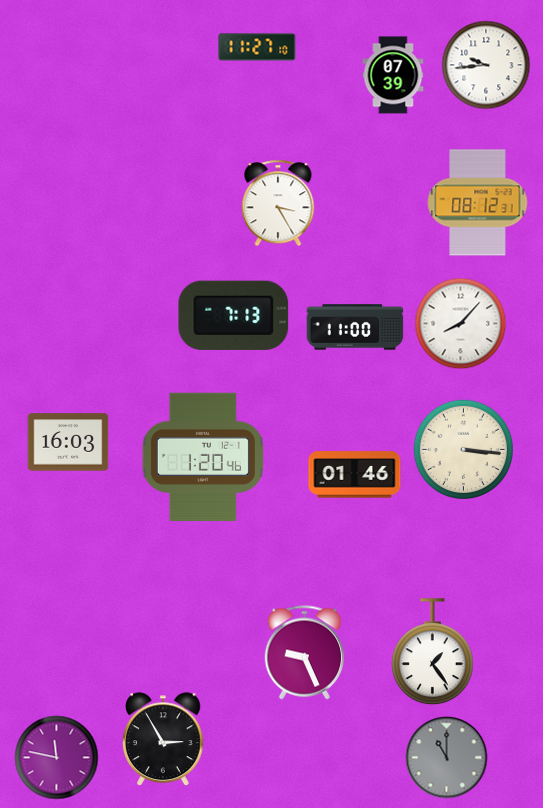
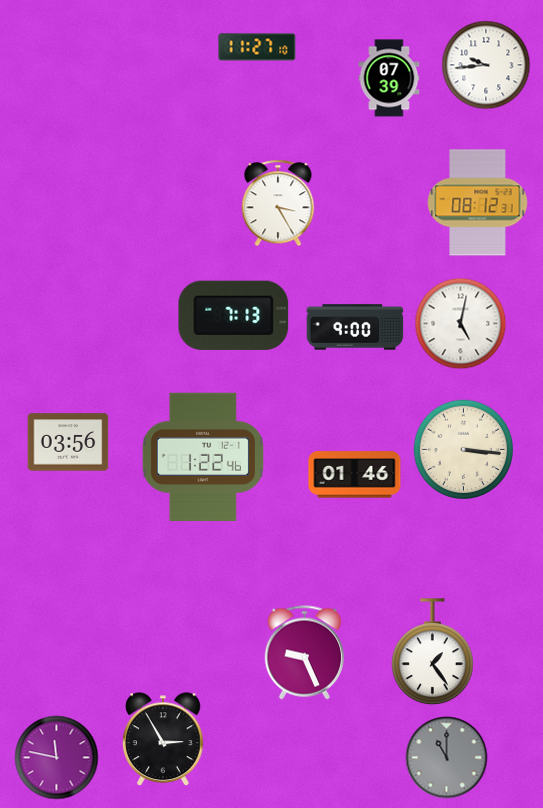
clock at (393, 75) position: (393, 75) -> (389, 78)
clock at (461, 324): 8:07 -> 5:02
clock at (355, 327): 11:00 -> 9:00
clock at (68, 442): 16:03 -> 03:56
clock at (203, 456): 1:20 -> 1:22
